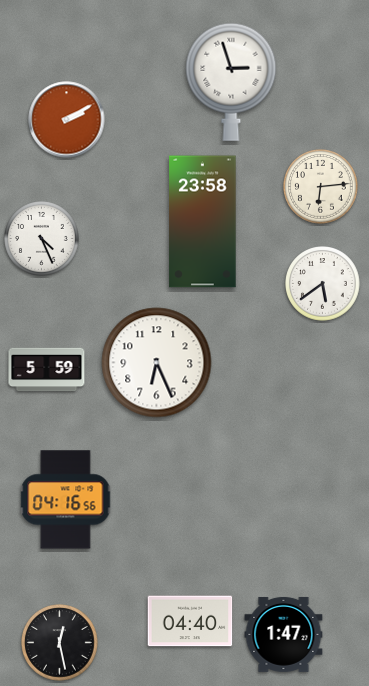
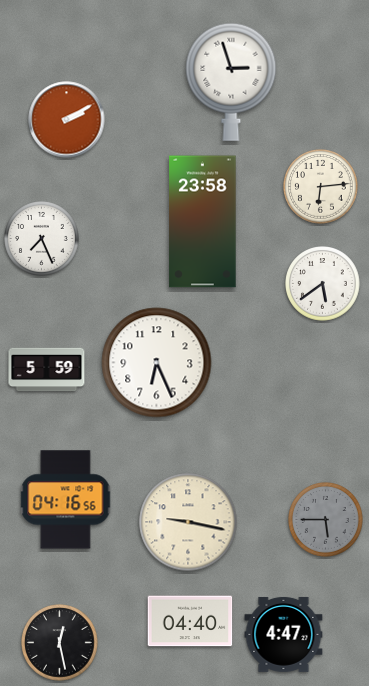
clock at (42, 239): 4:26 -> 7:26
clock at (326, 520): none -> 5:45
clock at (188, 522): none -> 9:17
clock at (284, 634): 1:47 -> 4:47
